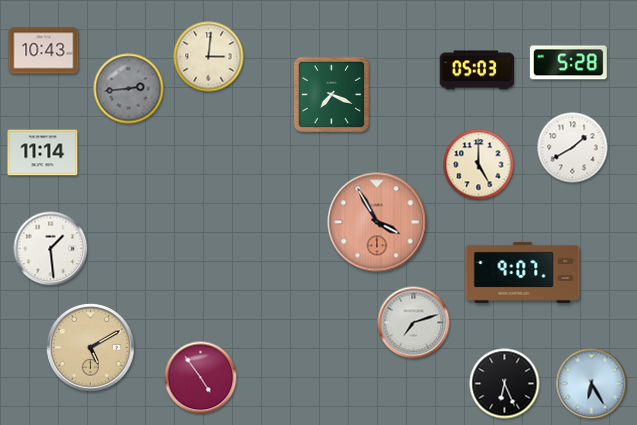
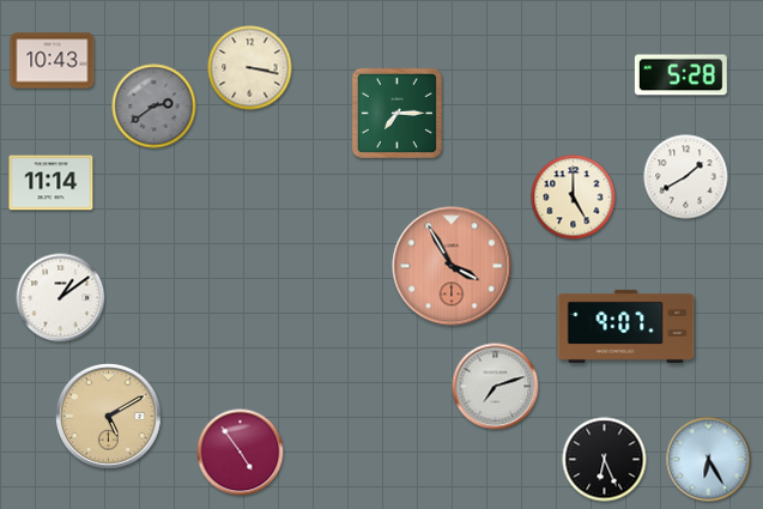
clock at (209, 57): 3:01 -> 3:17
clock at (477, 70): 05:03 -> none
clock at (129, 89): 2:44 -> 2:39
clock at (331, 94): 7:19 -> 7:15
clock at (51, 249): 1:29 -> 1:09
